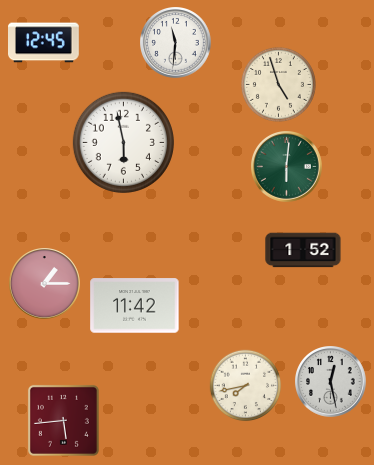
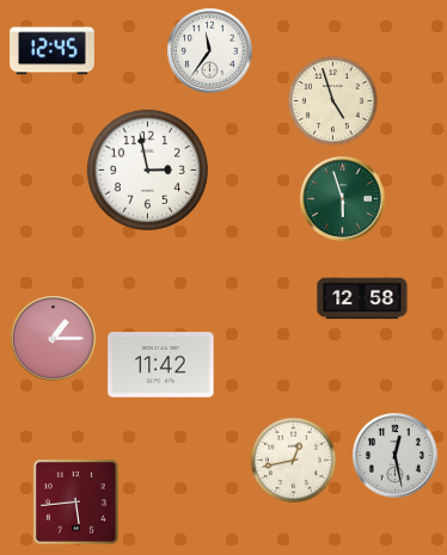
clock at (176, 43): 11:31 -> 11:36
clock at (123, 142): 5:58 -> 2:58
clock at (287, 167): 6:01 -> 5:57
clock at (303, 250): 1:52 -> 12:58
clock at (246, 386): 7:43 -> 12:43
